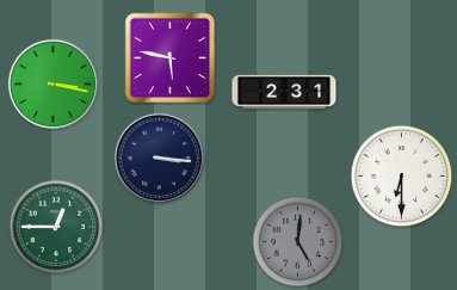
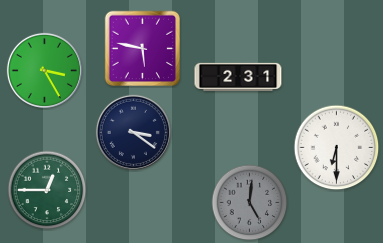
clock at (53, 84): 3:17 -> 3:25
clock at (159, 158): 3:16 -> 3:21
